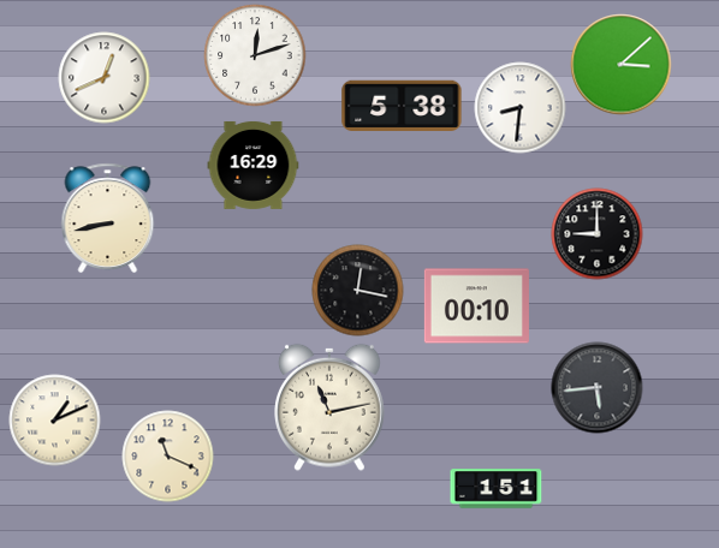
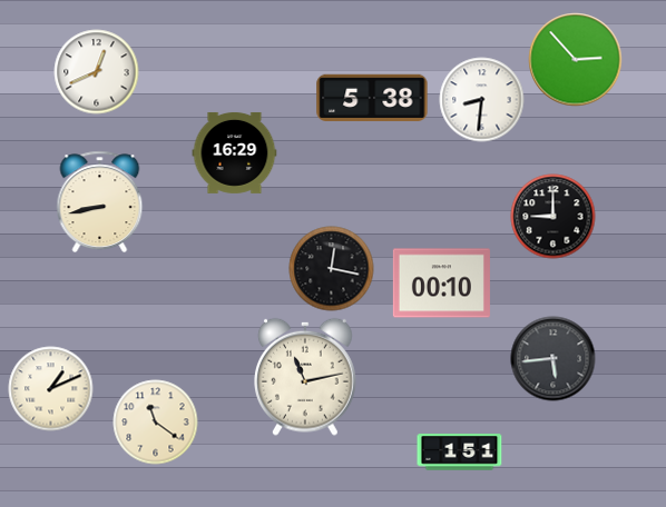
clock at (255, 55): 12:12 -> none
clock at (622, 65): 3:08 -> 2:53
clock at (168, 457): 11:19 -> 11:21
